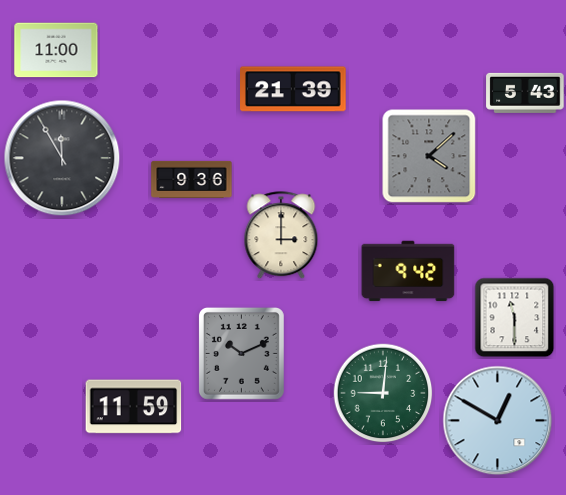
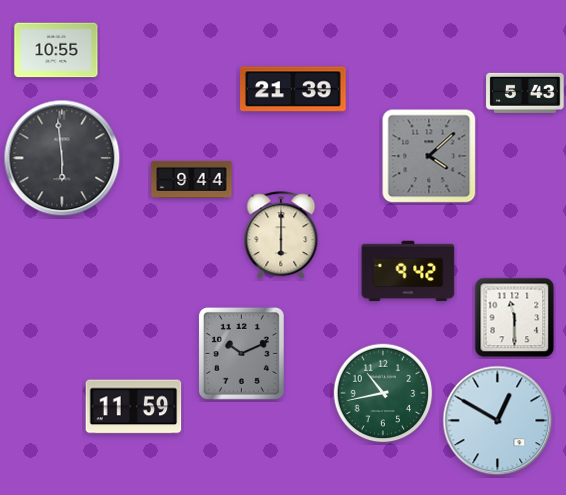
clock at (56, 50): 11:00 -> 10:55
clock at (62, 158): 11:55 -> 5:59
clock at (192, 179): 9:36 -> 9:44
clock at (281, 236): 3:00 -> 6:00
clock at (383, 393): 9:01 -> 10:43
